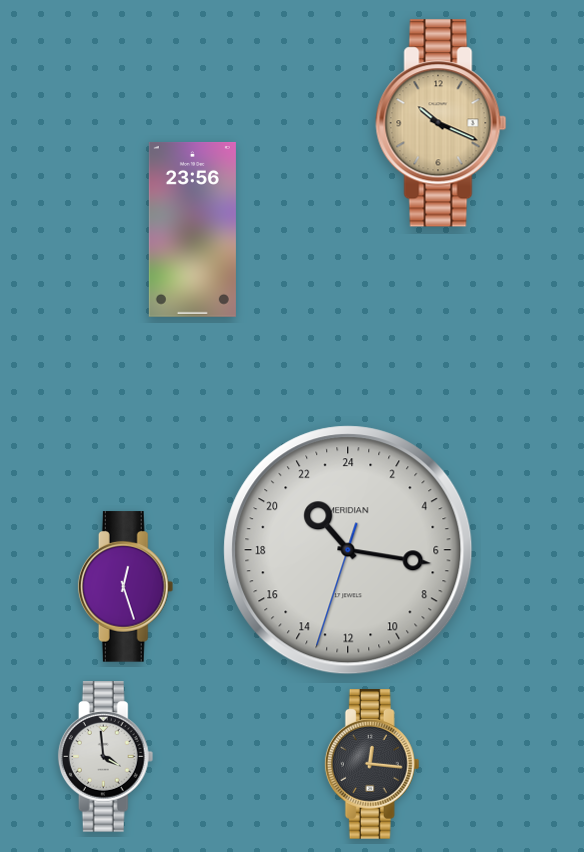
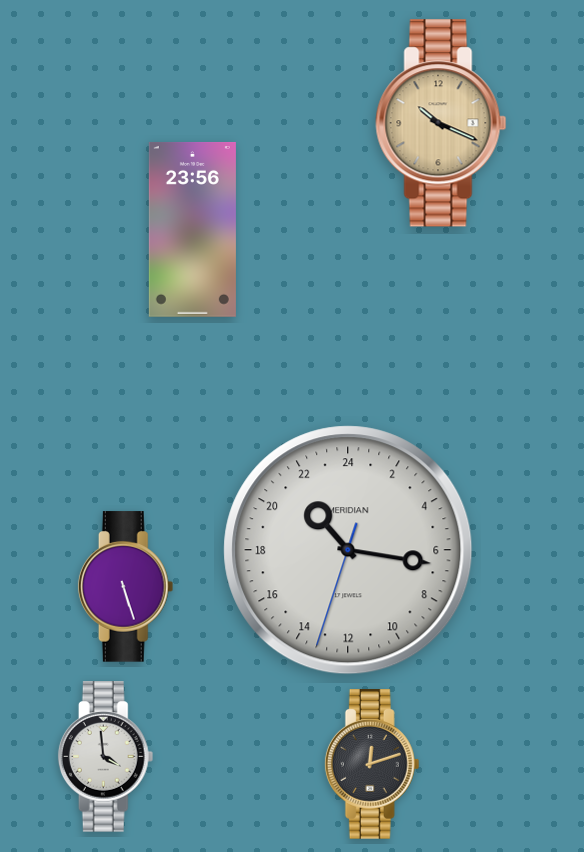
clock at (126, 587): 12:27 -> 5:27
clock at (372, 764): 12:16 -> 12:12
